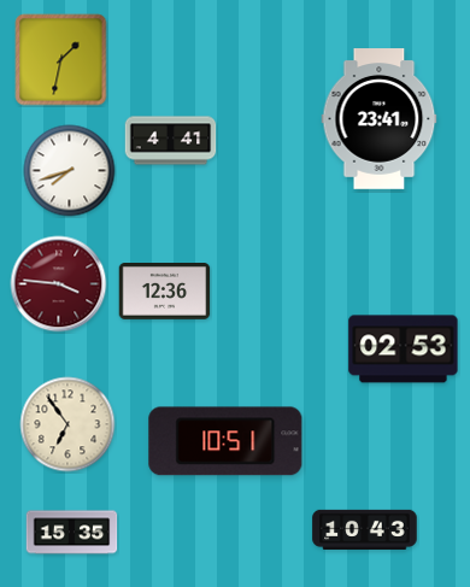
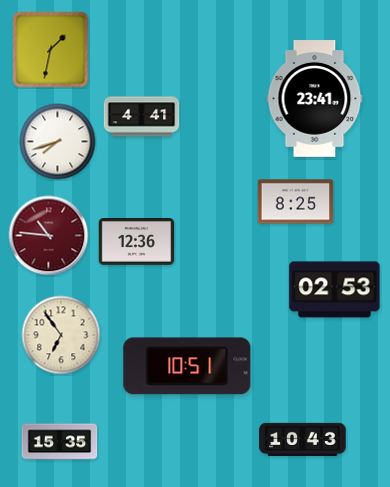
clock at (296, 202): none -> 8:25
clock at (59, 284): 3:46 -> 10:46
clock at (67, 424) position: (67, 424) -> (61, 335)
